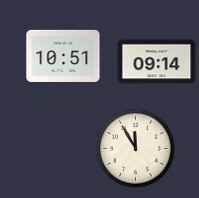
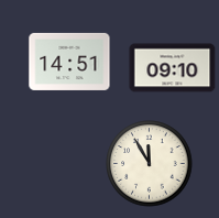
clock at (63, 56): 10:51 -> 14:51
clock at (157, 62): 09:14 -> 09:10
